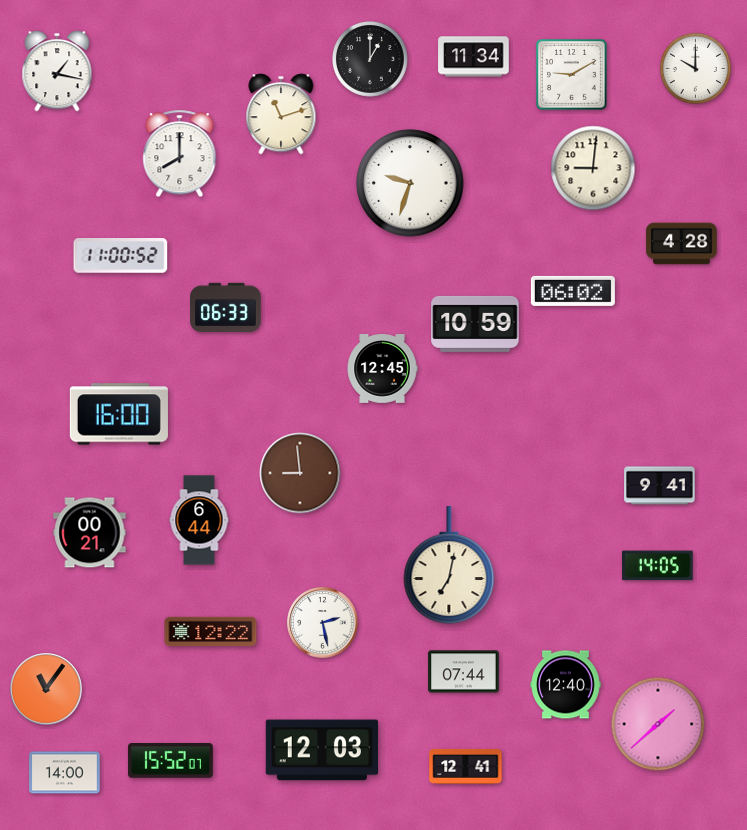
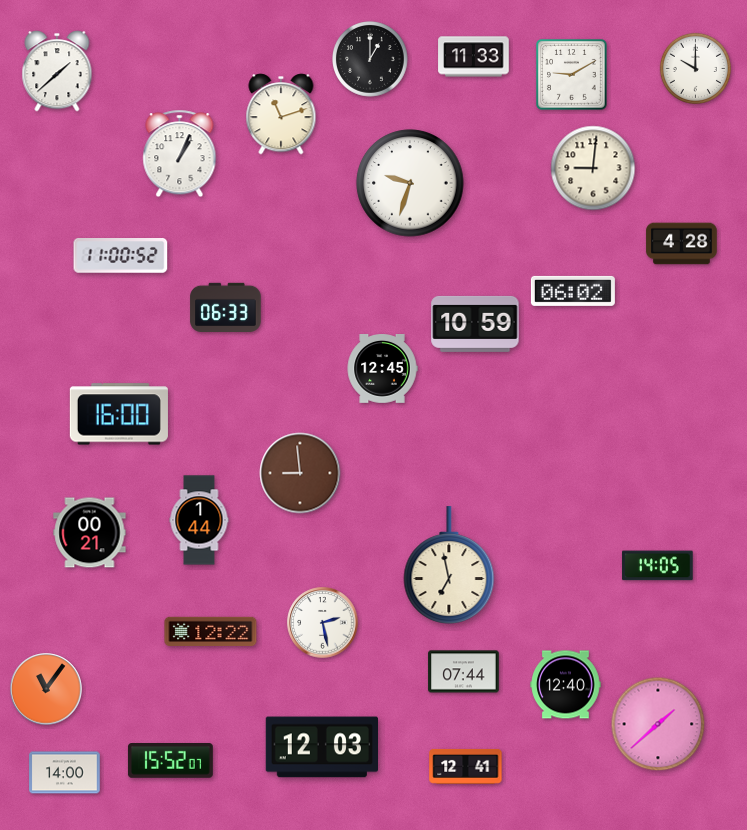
clock at (474, 57): 11:34 -> 11:33
clock at (57, 71): 1:17 -> 1:38
clock at (180, 154): 8:00 -> 1:04
clock at (660, 486): 9:41 -> none
clock at (199, 520): 6:44 -> 1:44
clock at (449, 565): 7:02 -> 6:58
clock at (321, 750) position: (321, 750) -> (321, 747)
